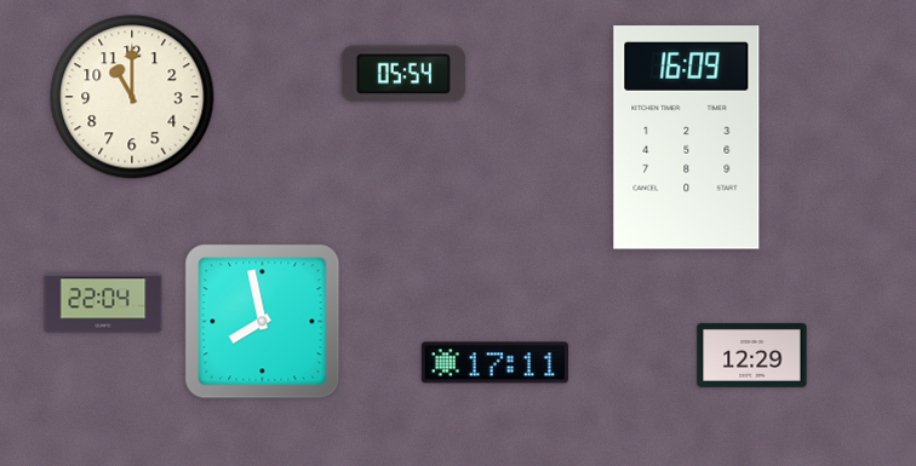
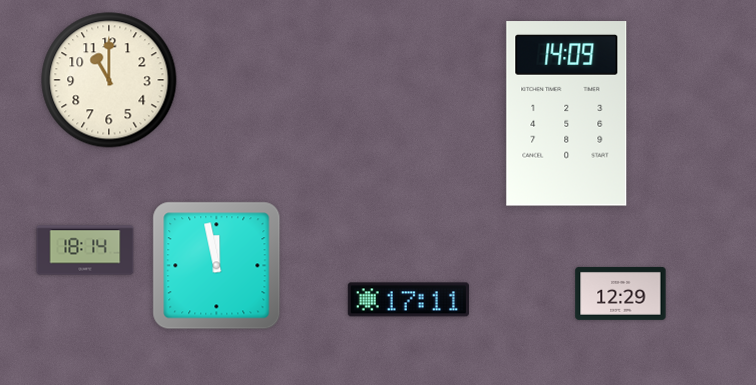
clock at (403, 74): 05:54 -> none
clock at (687, 138): 16:09 -> 14:09
clock at (103, 303): 22:04 -> 18:14
clock at (263, 322): 7:58 -> 11:58
